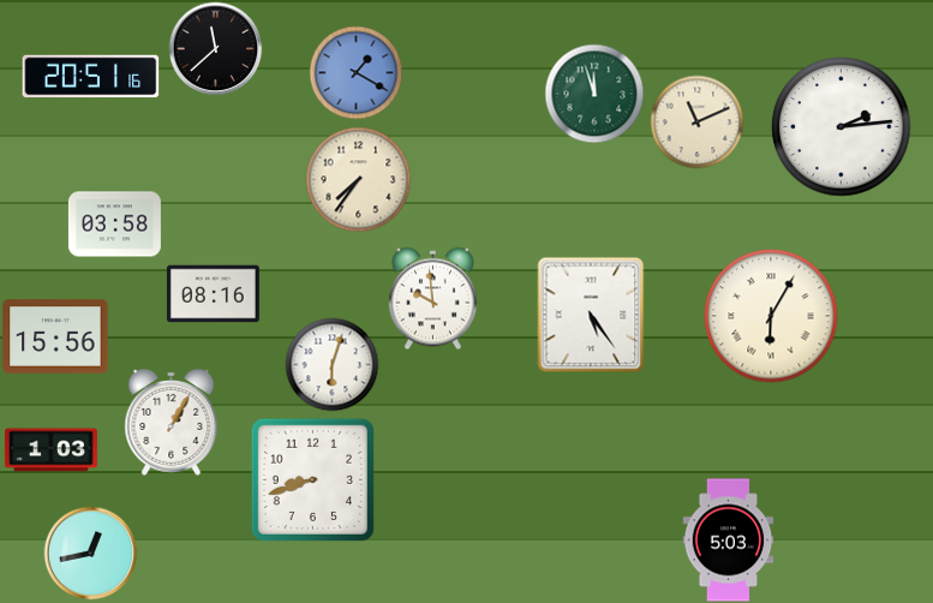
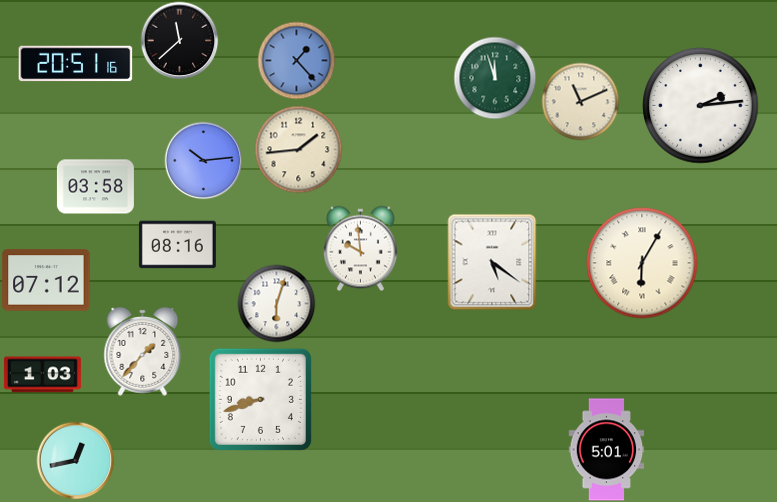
clock at (355, 72): 1:20 -> 1:23
clock at (358, 179): 7:36 -> 1:44
clock at (203, 160): none -> 10:14
clock at (591, 315): 5:24 -> 5:21
clock at (55, 336): 15:56 -> 07:12
clock at (172, 422): 1:05 -> 1:37
clock at (729, 541): 5:03 -> 5:01
